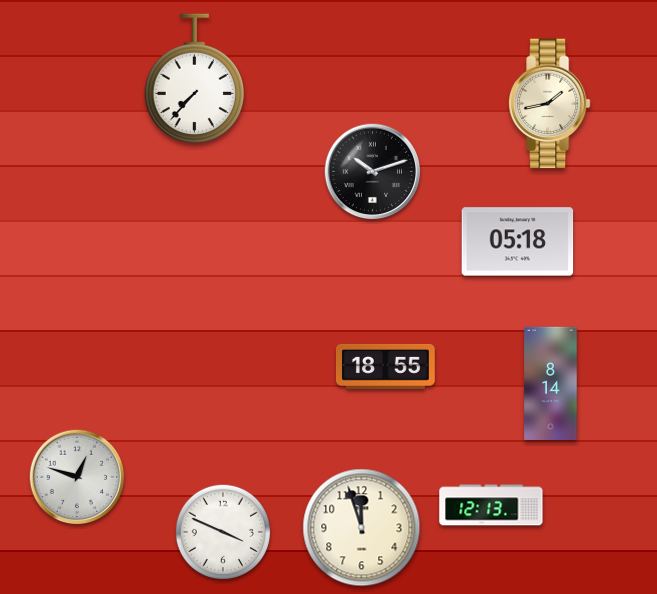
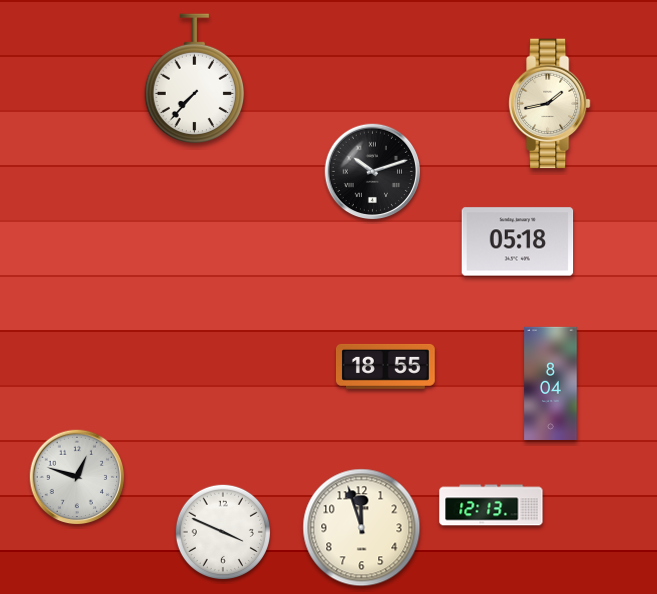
clock at (551, 383): 8:14 -> 8:04
